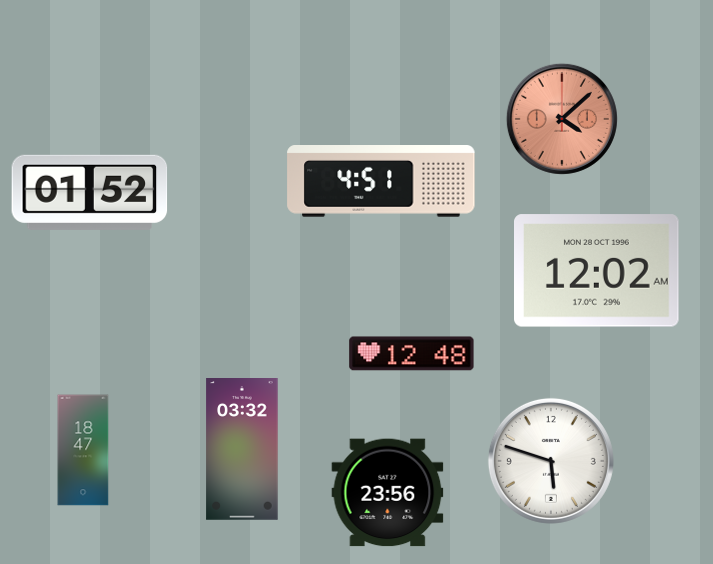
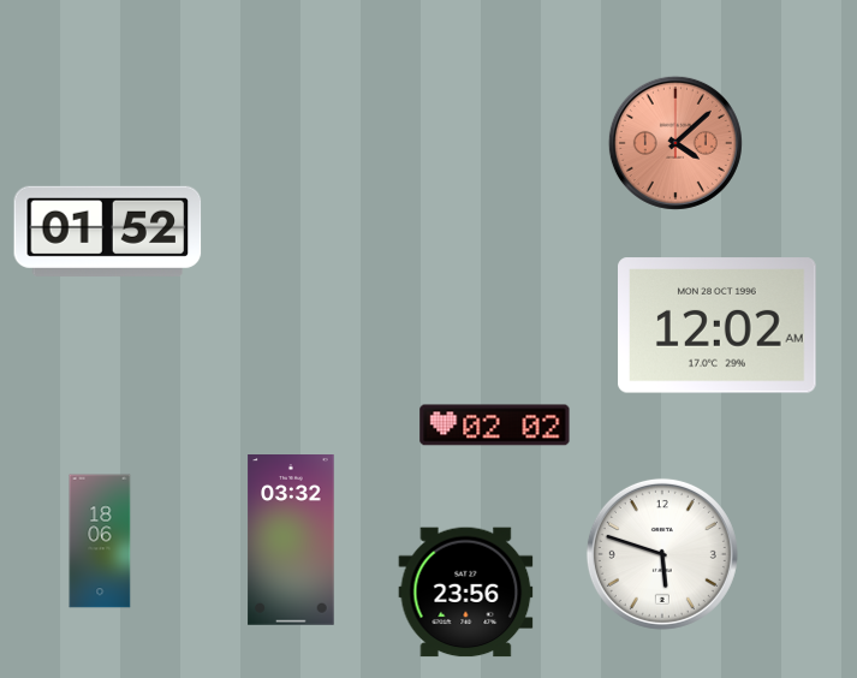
clock at (381, 182): 4:51 -> none
clock at (412, 354): 12:48 -> 02:02
clock at (83, 450): 18:47 -> 18:06
